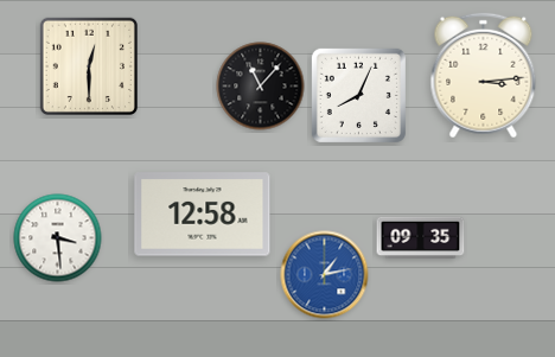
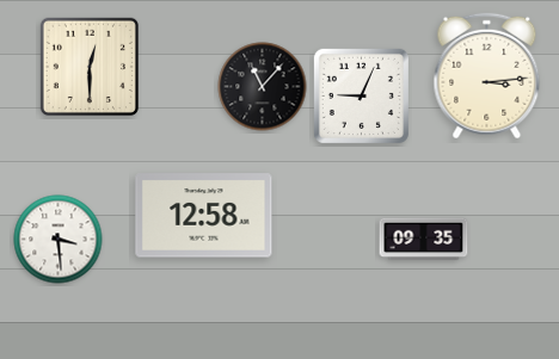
clock at (358, 95): 8:04 -> 9:04
clock at (325, 275): 1:13 -> none
